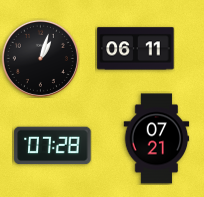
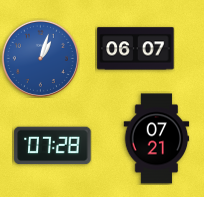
clock at (136, 49): 06:11 -> 06:07
clock at (40, 58) dial: black -> blue
